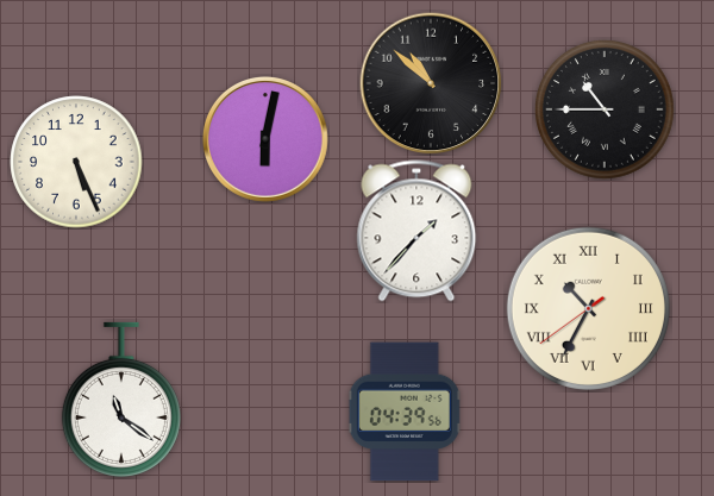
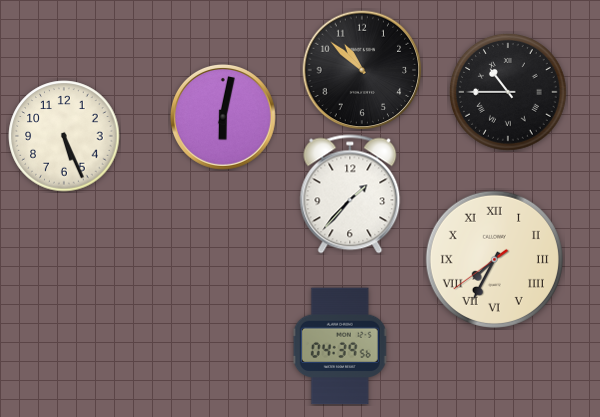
clock at (588, 308): 10:34 -> 7:34
clock at (121, 400): 11:21 -> none
